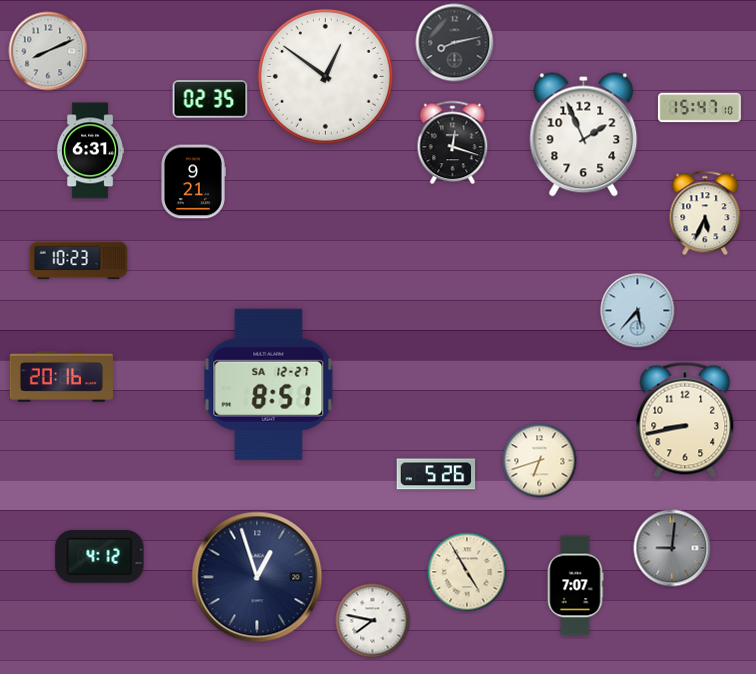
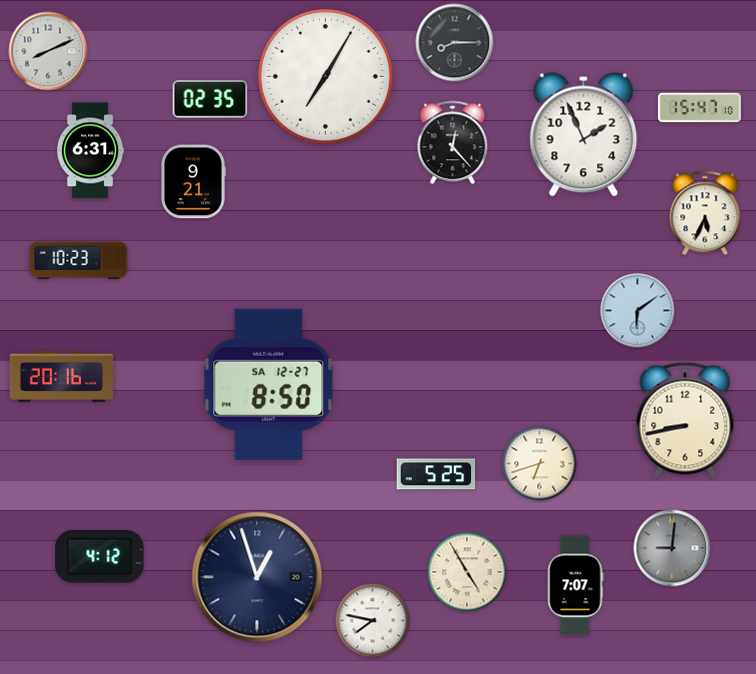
clock at (455, 43): 8:13 -> 8:15
clock at (325, 76): 12:51 -> 7:05
clock at (453, 143): 12:18 -> 12:23
clock at (638, 311): 5:37 -> 6:09
clock at (269, 384): 8:51 -> 8:50
clock at (540, 461) position: (540, 461) -> (540, 464)
clock at (436, 474): 5:26 -> 5:25
